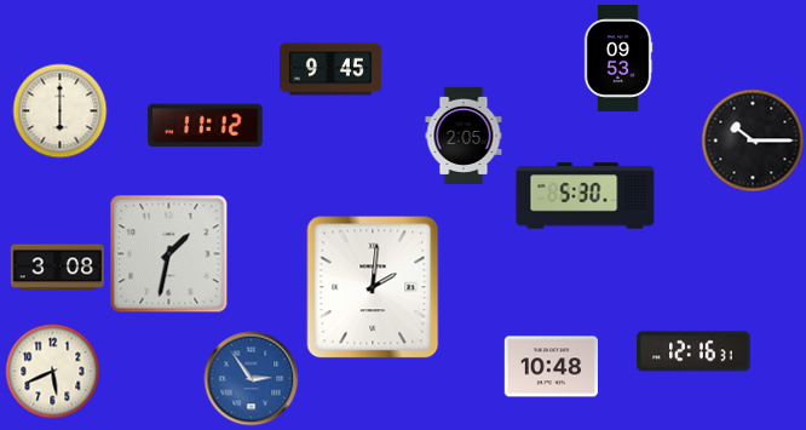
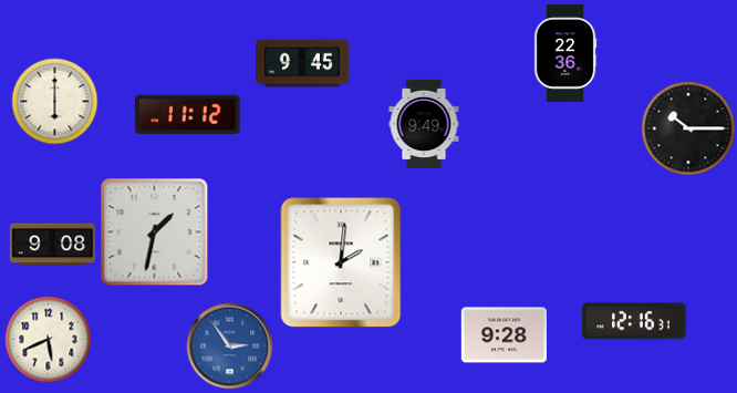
clock at (618, 59): 09:53 -> 22:36
clock at (464, 136): 2:05 -> 9:49
clock at (586, 196): 5:30 -> none
clock at (57, 268): 3:08 -> 9:08
clock at (551, 367): 10:48 -> 9:28
